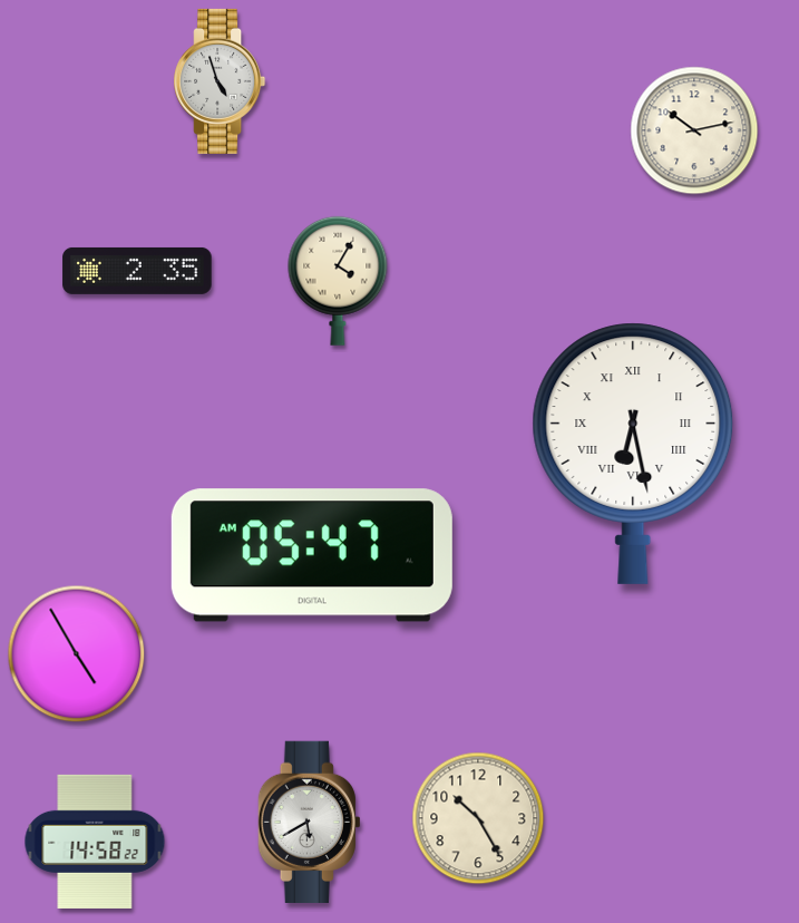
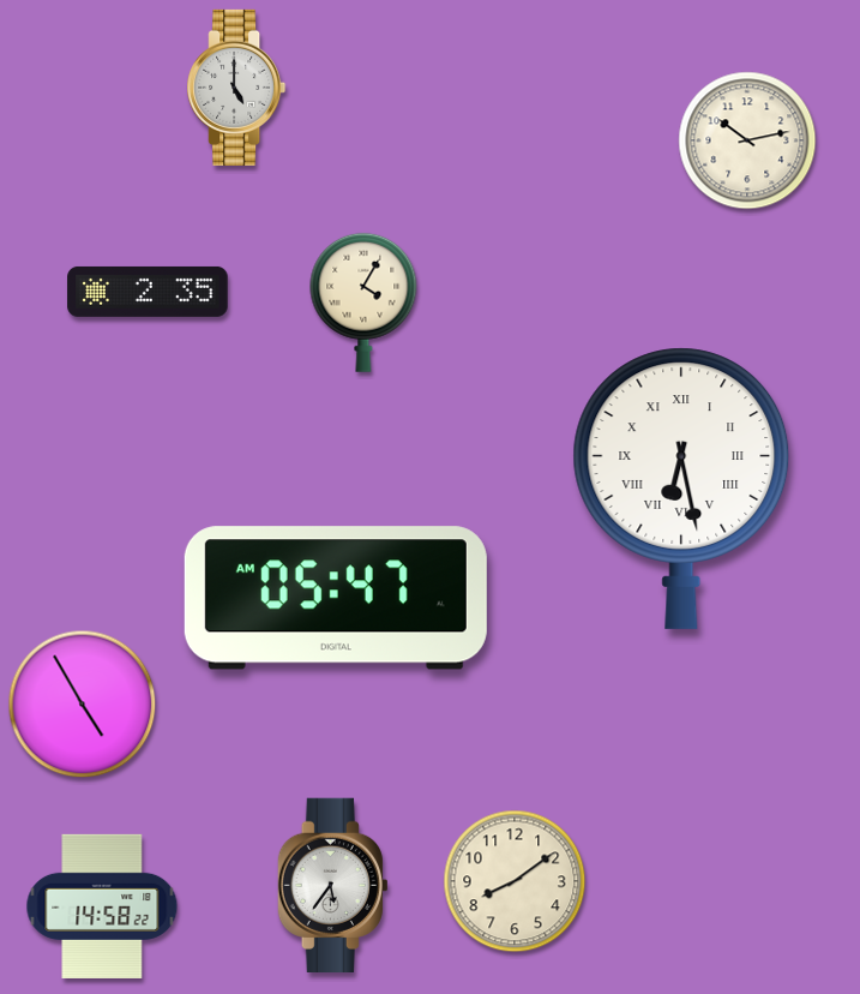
clock at (220, 81): 4:57 -> 5:00
clock at (478, 818): 10:25 -> 8:09
clock at (309, 822): 5:40 -> 5:36
